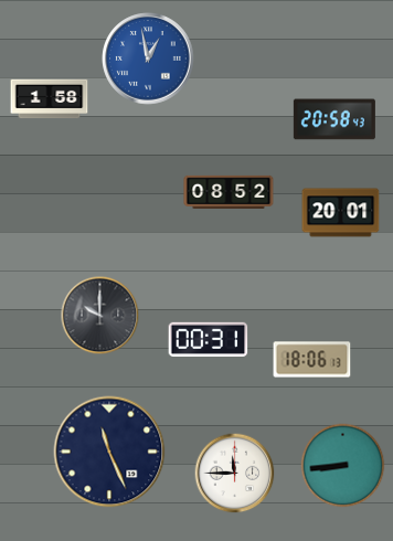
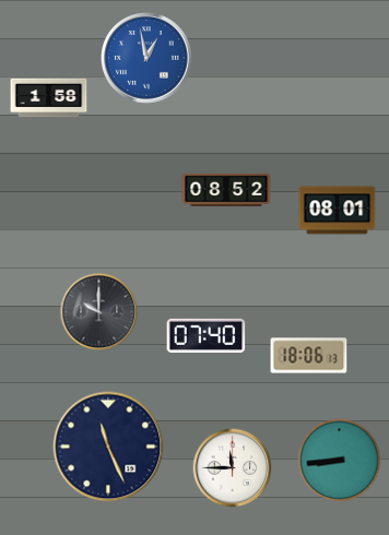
clock at (334, 119): 20:58 -> none
clock at (341, 213): 20:01 -> 08:01
clock at (209, 339): 00:31 -> 07:40
